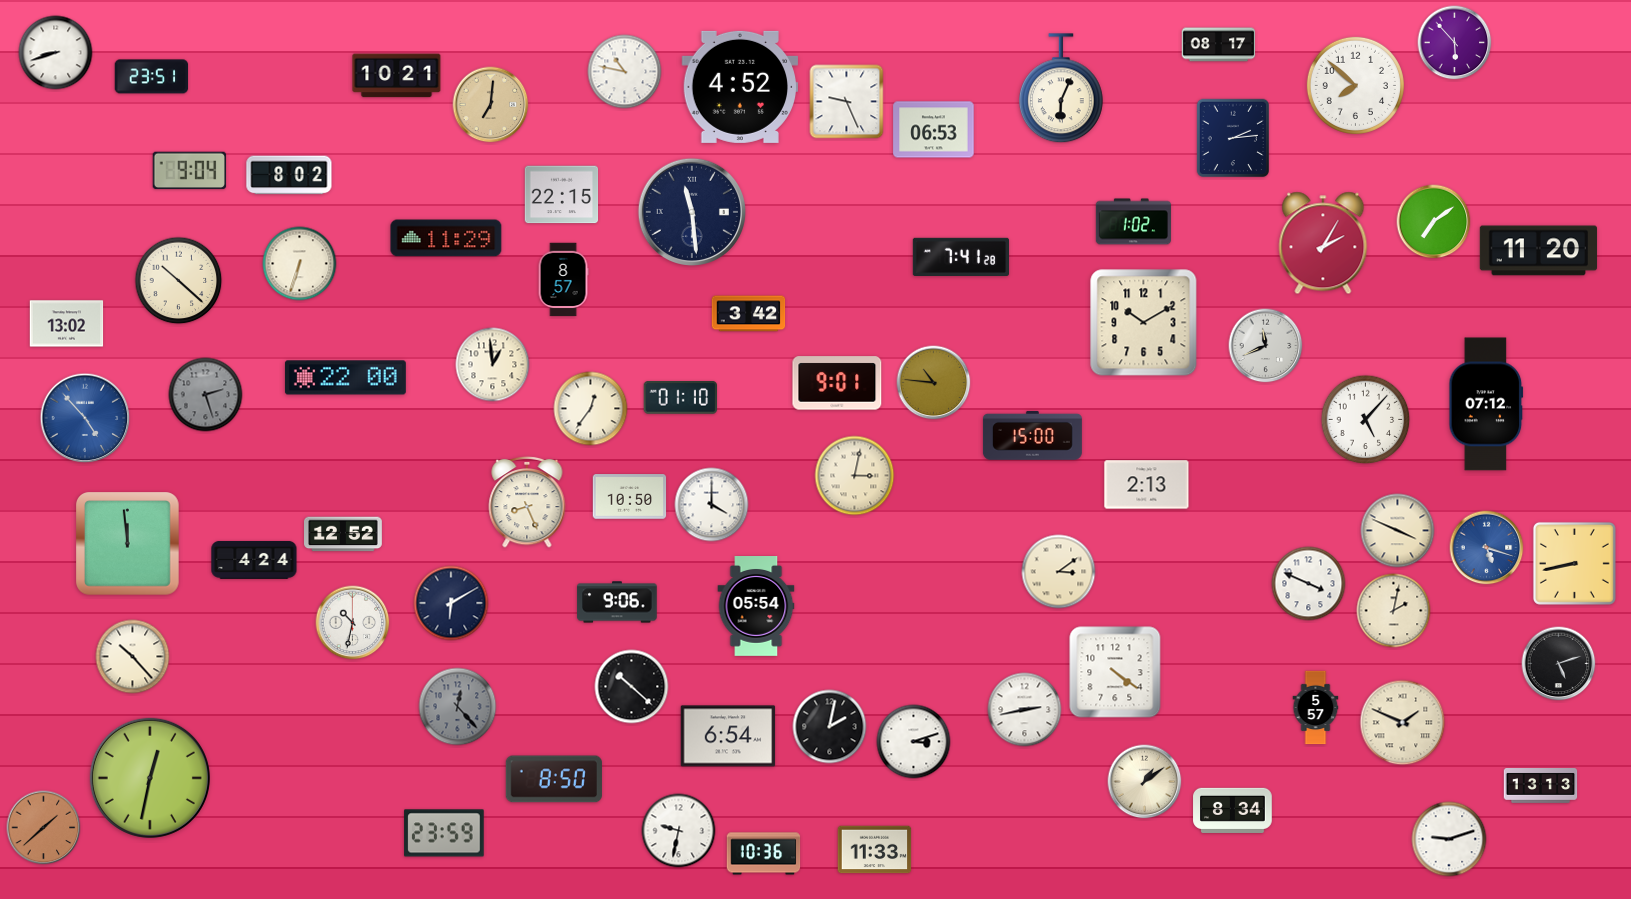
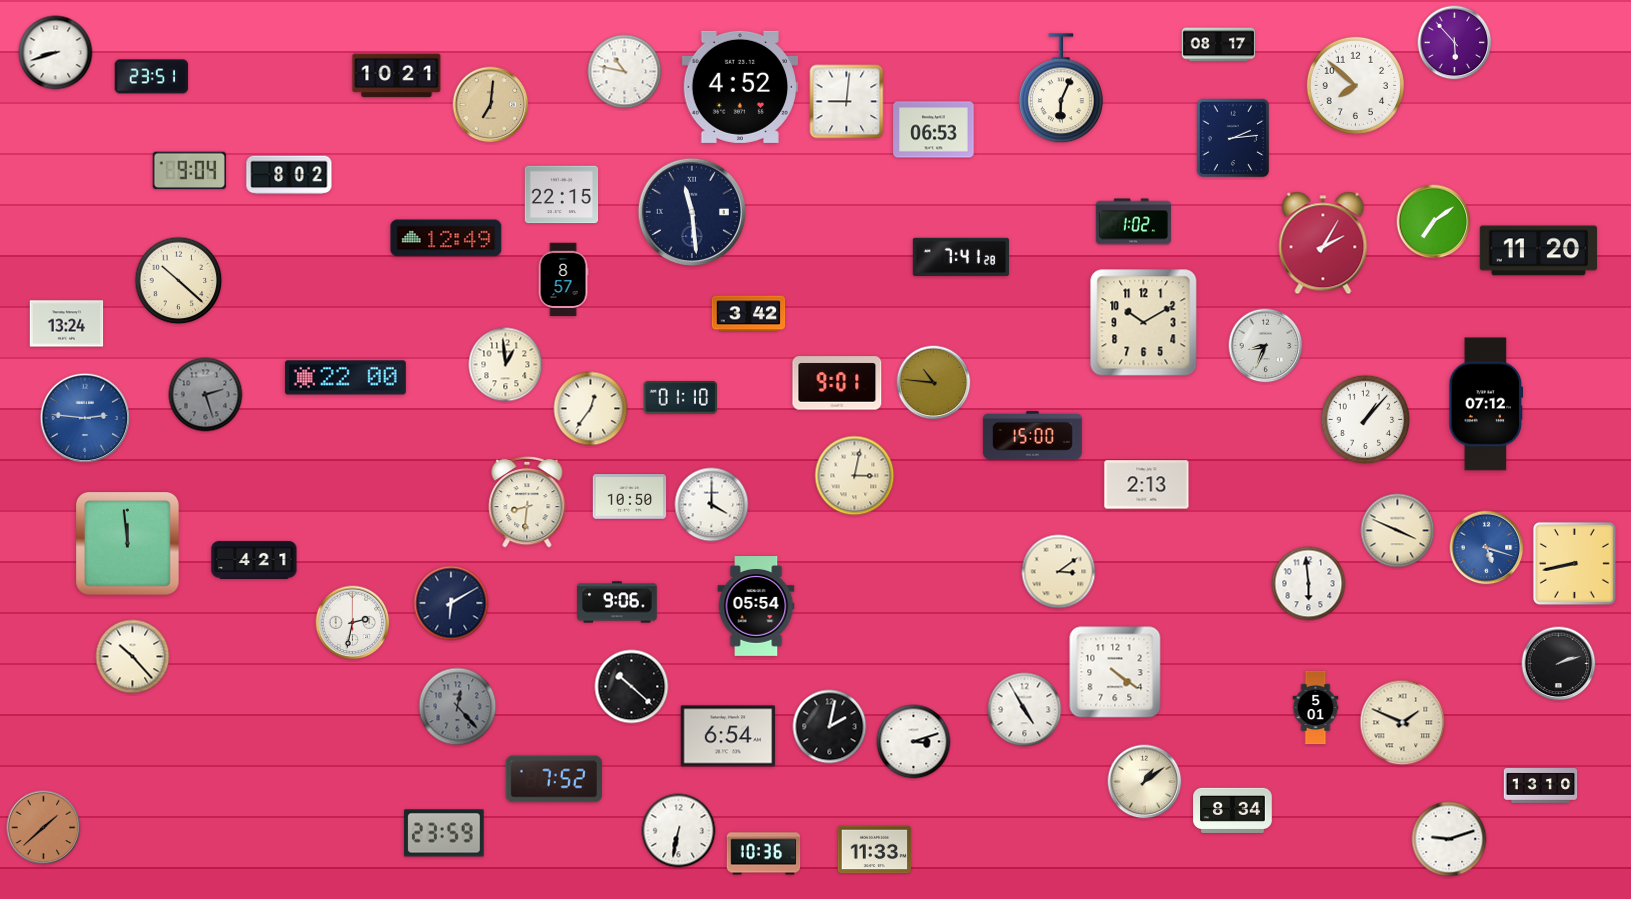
clock at (847, 102): 9:26 -> 9:01
clock at (446, 238): 11:29 -> 12:49
clock at (300, 264): 6:33 -> none
clock at (67, 324): 13:02 -> 13:24
clock at (1266, 346): 11:41 -> 8:34
clock at (493, 365) position: (493, 365) -> (506, 365)
clock at (85, 418): 4:53 -> 2:46
clock at (1366, 420): 5:07 -> 1:07
clock at (527, 502): 8:26 -> 8:31
clock at (344, 534): 12:52 -> none
clock at (254, 560): 4:24 -> 4:21
clock at (1309, 584): 3:49 -> 5:59
clock at (1394, 611): 2:02 -> none
clock at (353, 623): 10:32 -> 2:32
clock at (1559, 664): 5:12 -> 2:12
clock at (1316, 708): 5:57 -> 5:01
clock at (1025, 710): 2:43 -> 4:55
clock at (150, 778): 12:32 -> none
clock at (554, 779): 8:50 -> 7:52
clock at (1541, 786): 13:13 -> 13:10
clock at (679, 831): 9:32 -> 6:32
